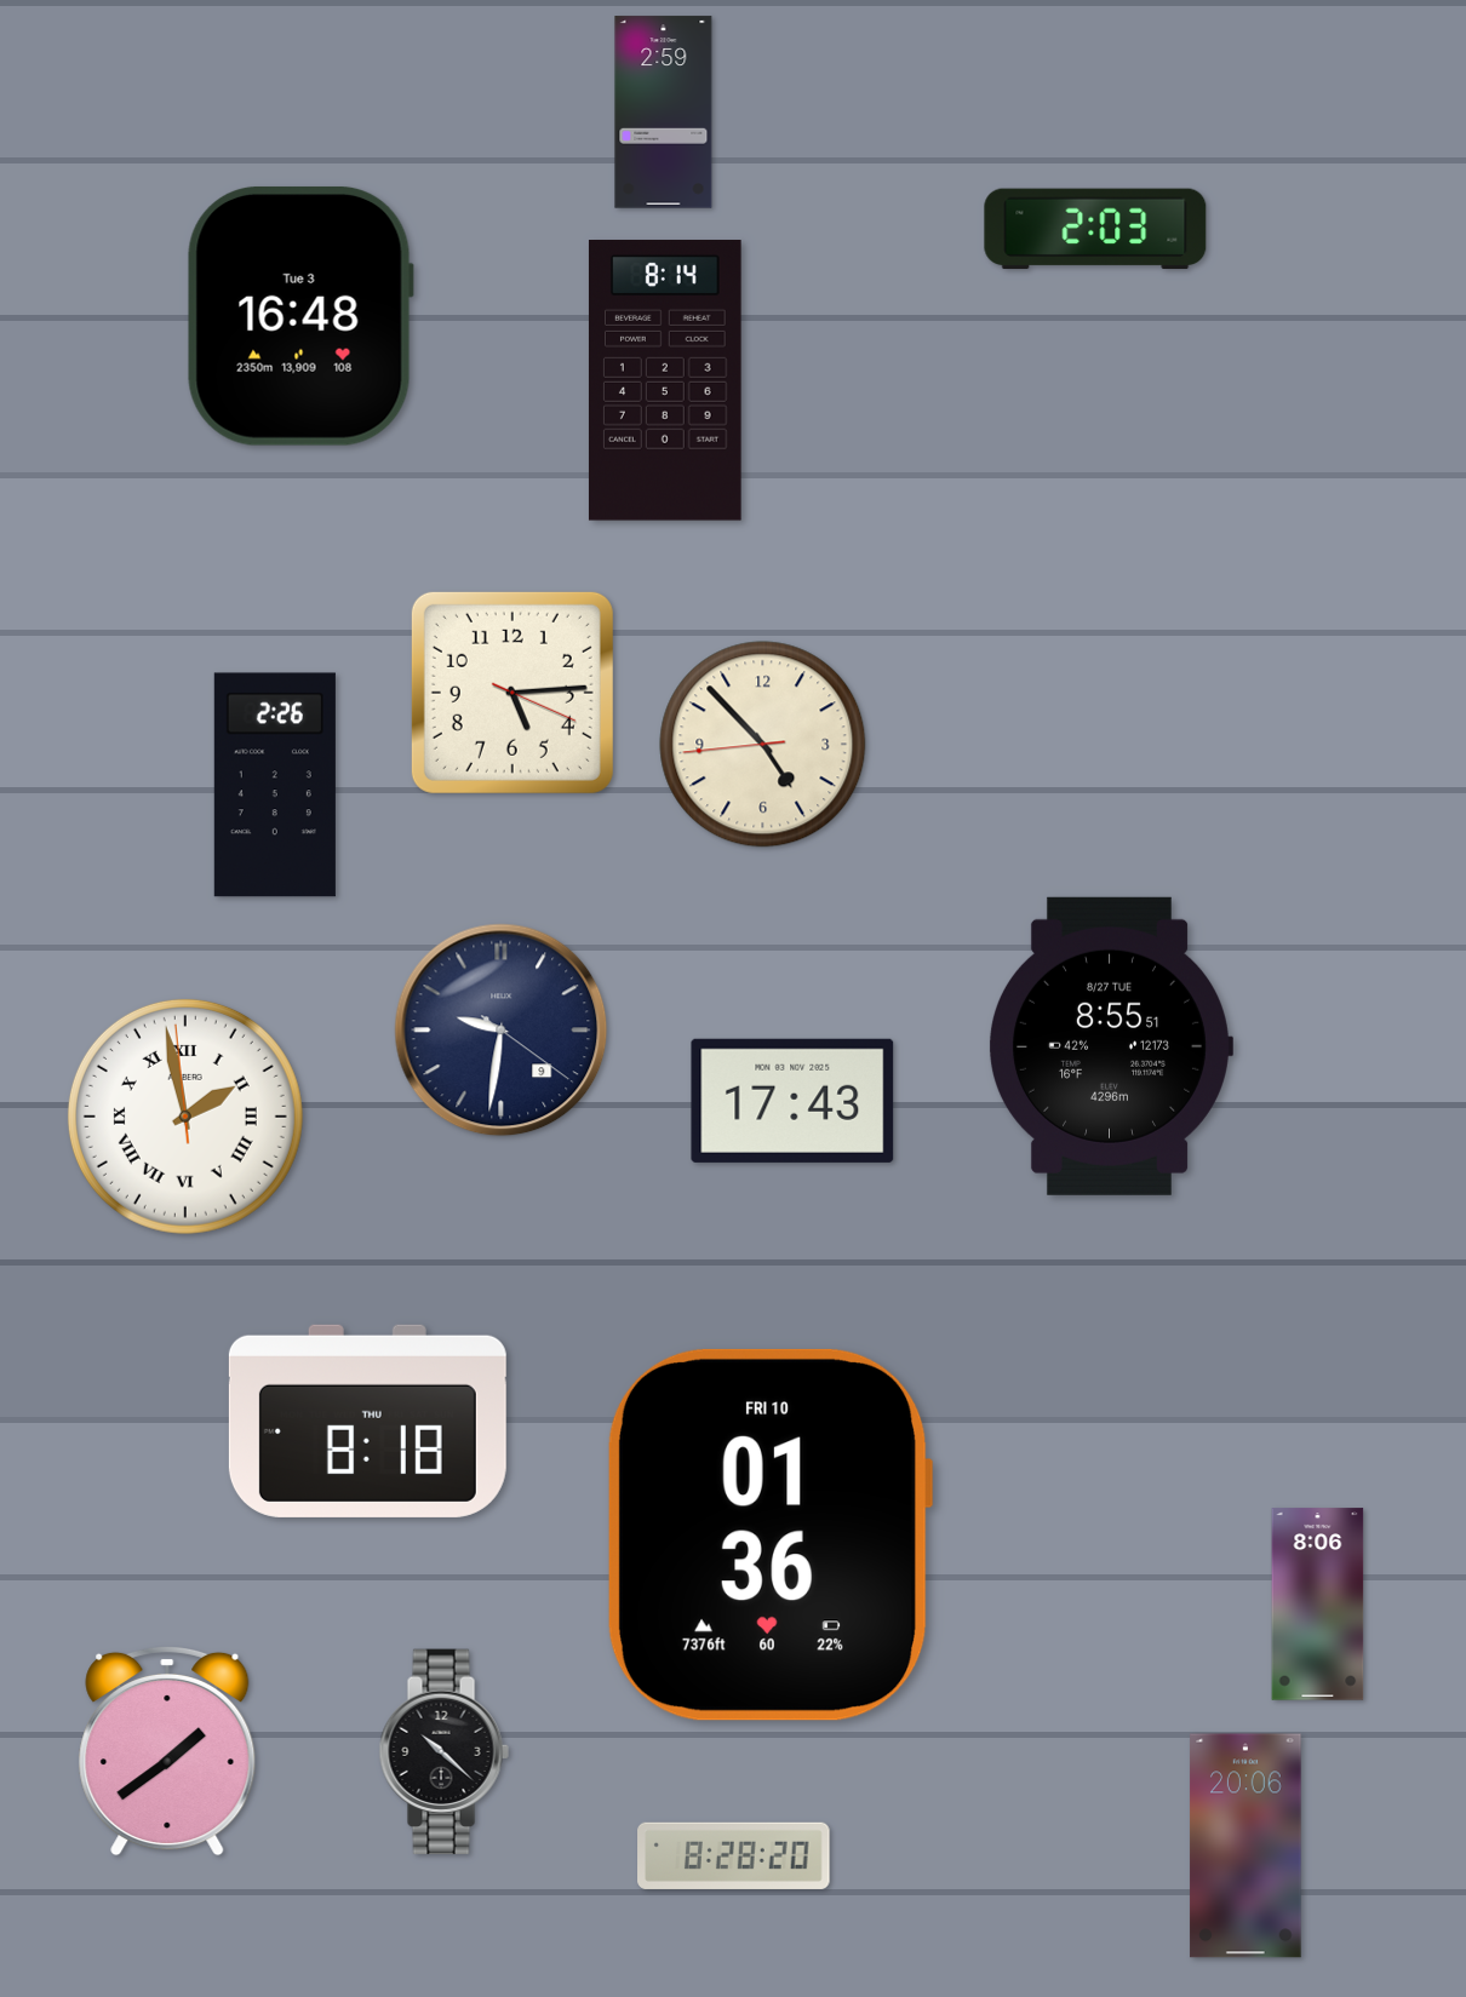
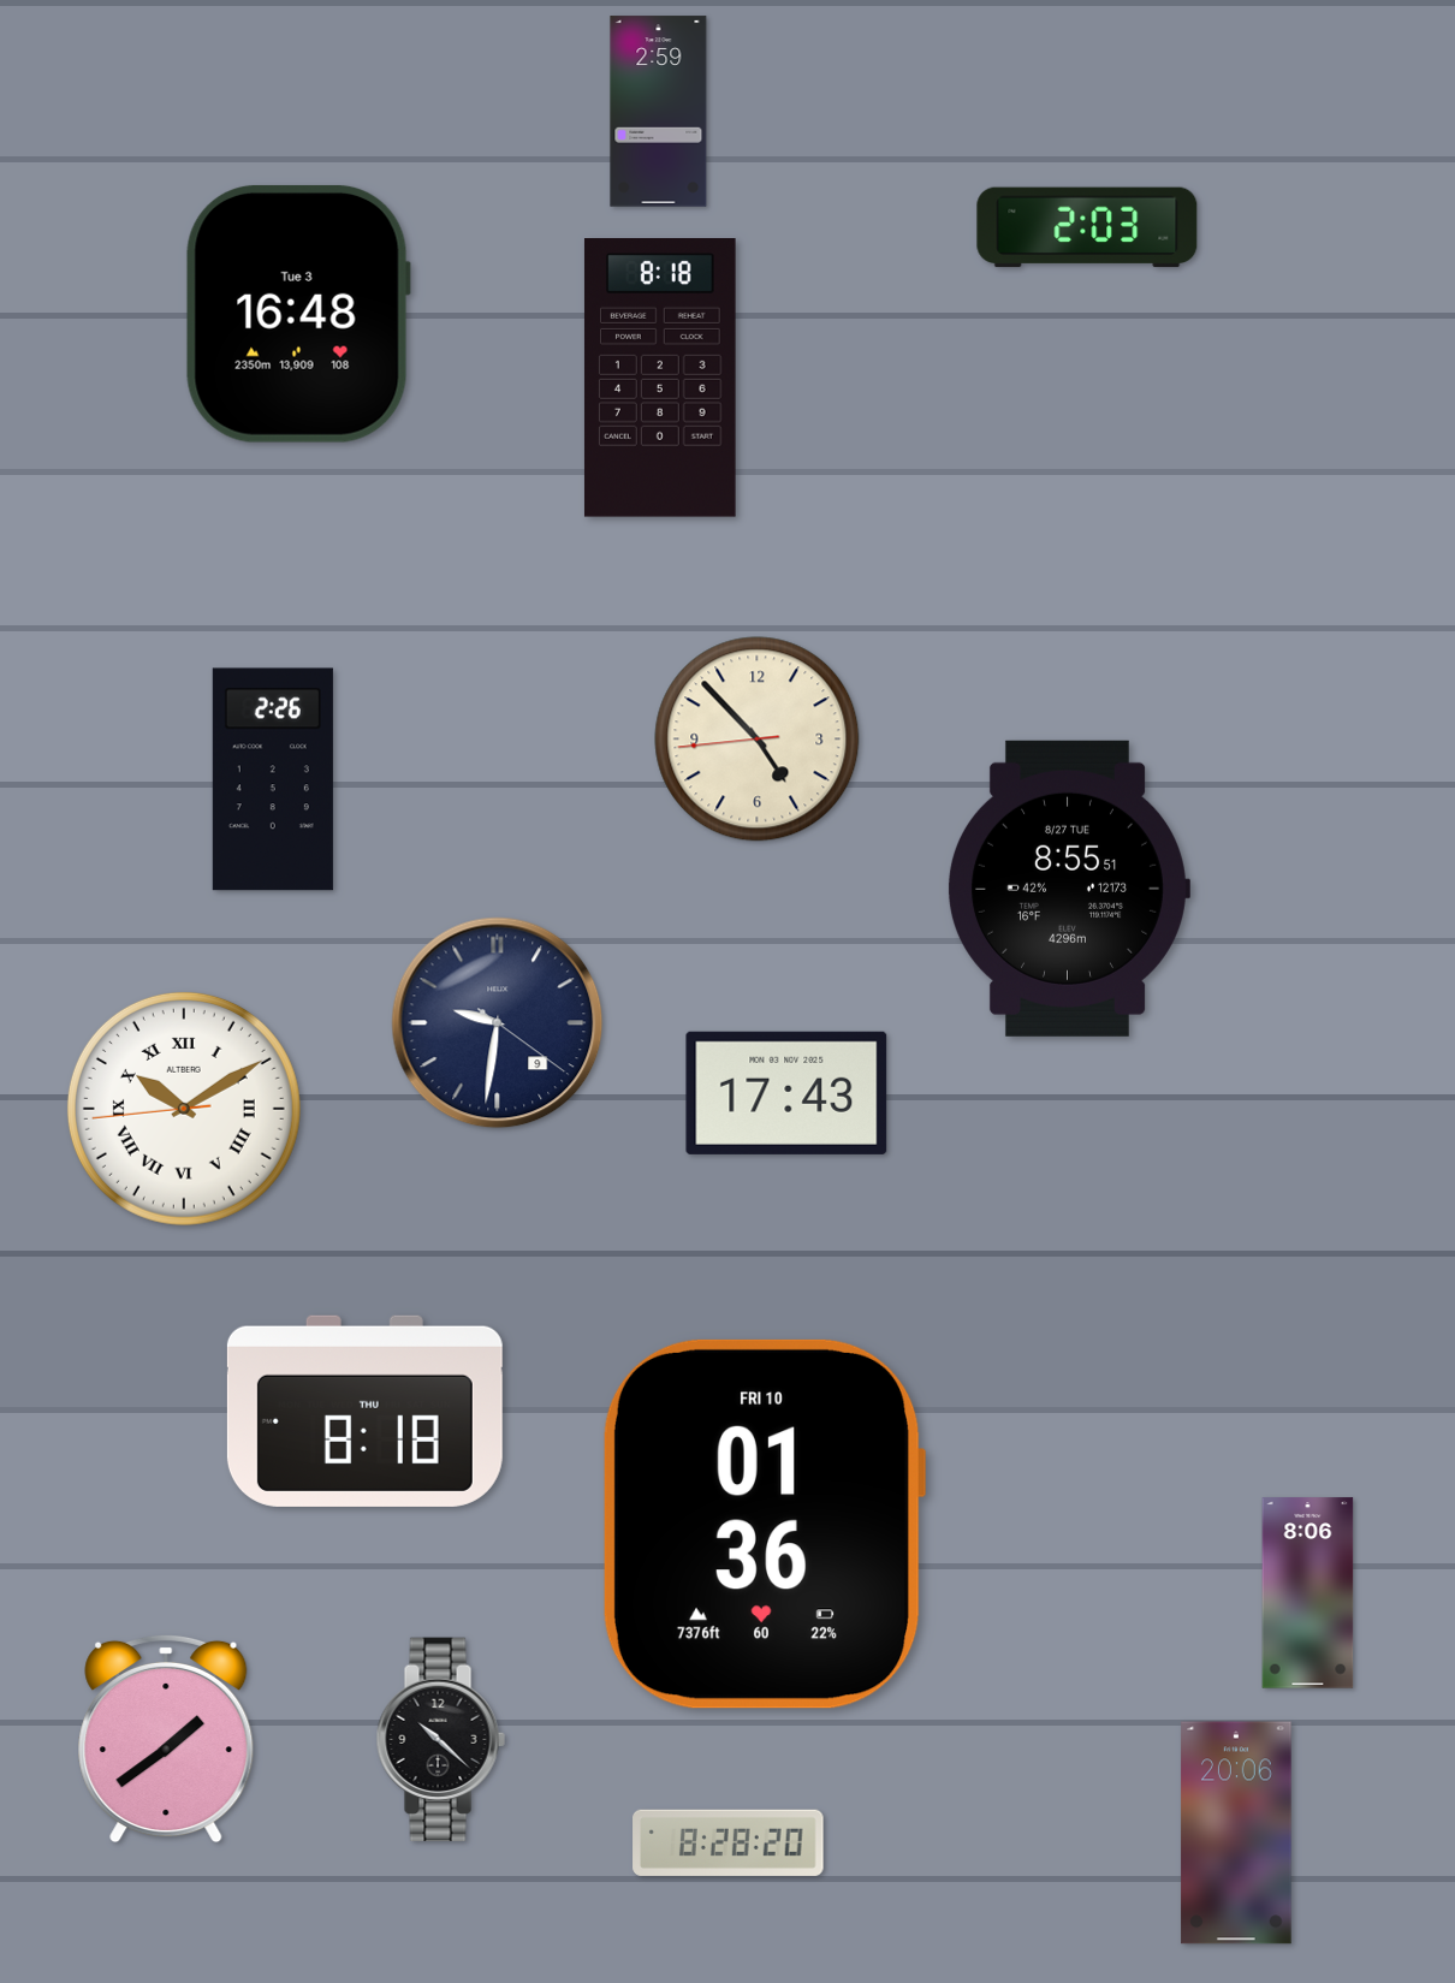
clock at (665, 381): 8:14 -> 8:18
clock at (512, 693): 5:14 -> none
clock at (1110, 1046) position: (1110, 1046) -> (1068, 889)
clock at (185, 1117): 1:57 -> 10:09
